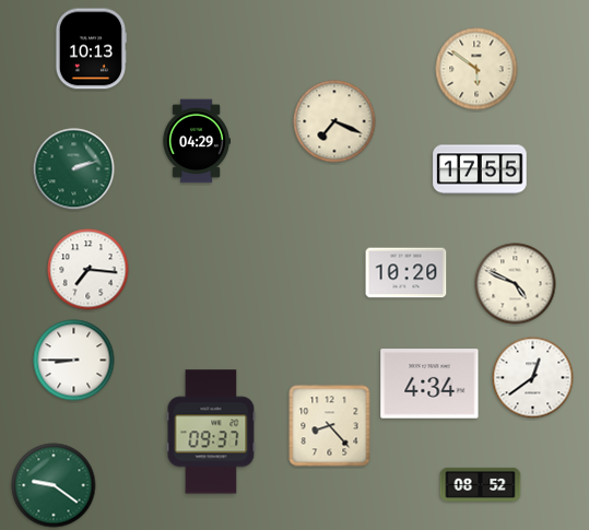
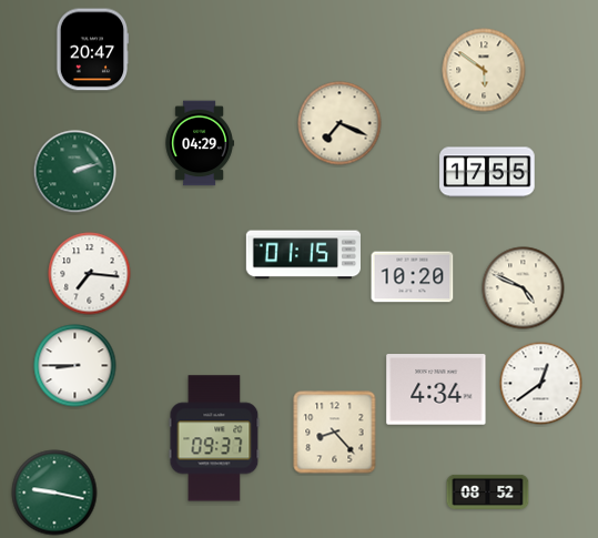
clock at (91, 49): 10:13 -> 20:47
clock at (303, 255): none -> 01:15
clock at (54, 485): 9:21 -> 9:17
